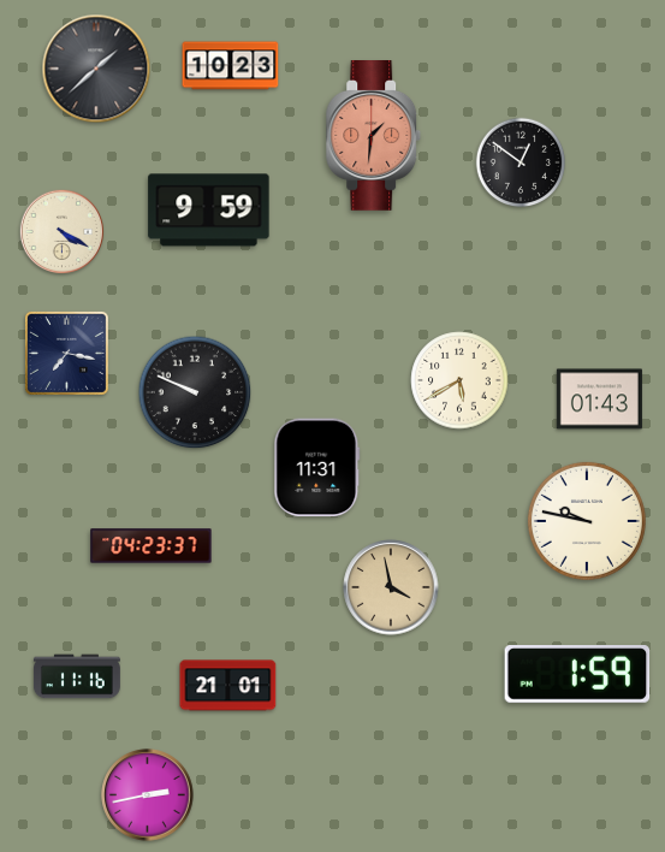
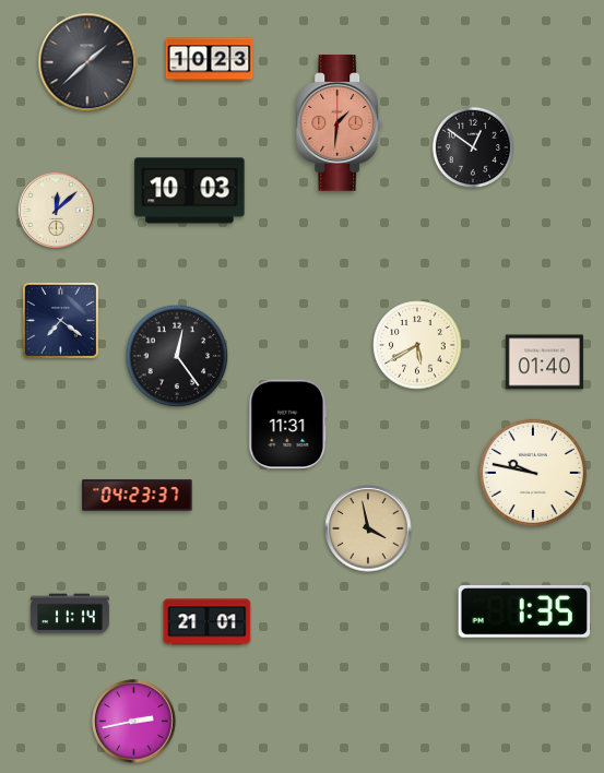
clock at (209, 211): 9:59 -> 10:03
clock at (61, 231): 4:20 -> 12:08
clock at (66, 353): 7:17 -> 7:21
clock at (195, 392): 9:49 -> 12:24
clock at (599, 400): 01:43 -> 01:40
clock at (391, 587) position: (391, 587) -> (368, 528)
clock at (577, 675): 1:59 -> 1:35
clock at (77, 676): 11:16 -> 11:14
